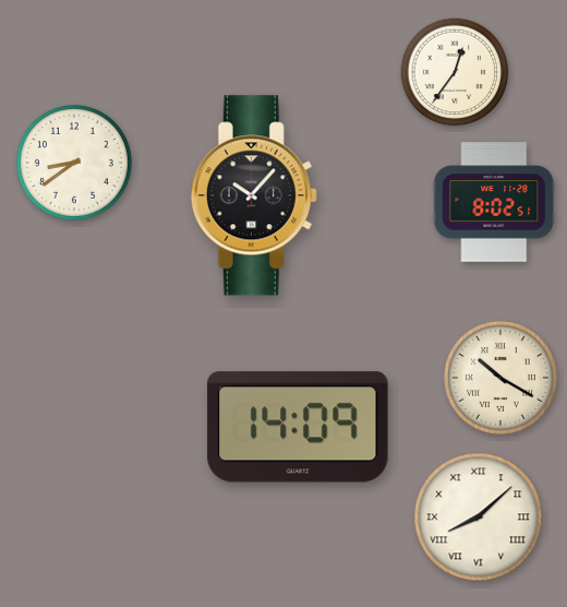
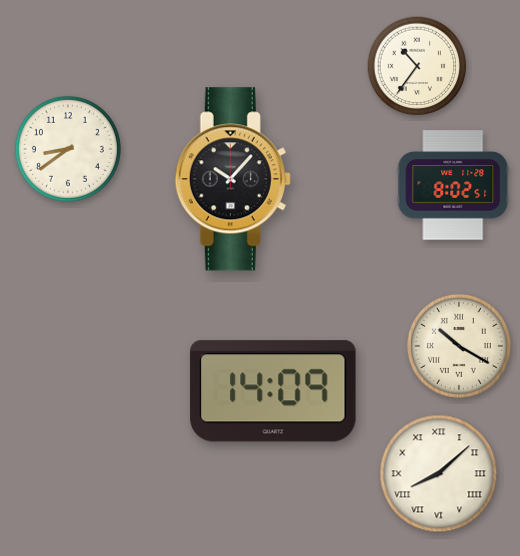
clock at (455, 72): 12:36 -> 10:36
